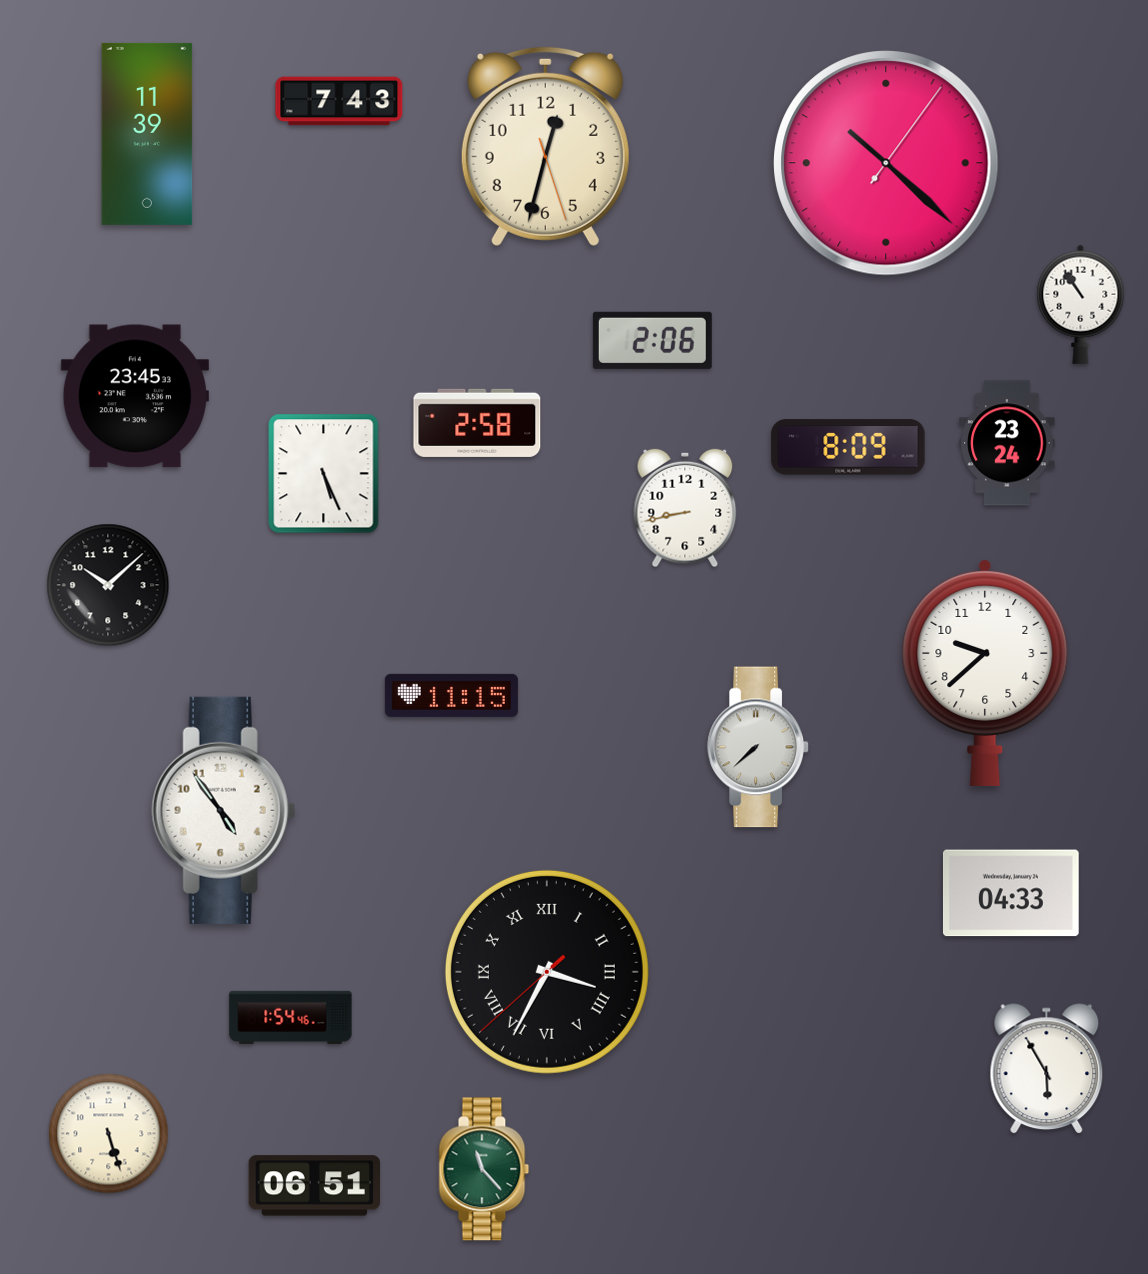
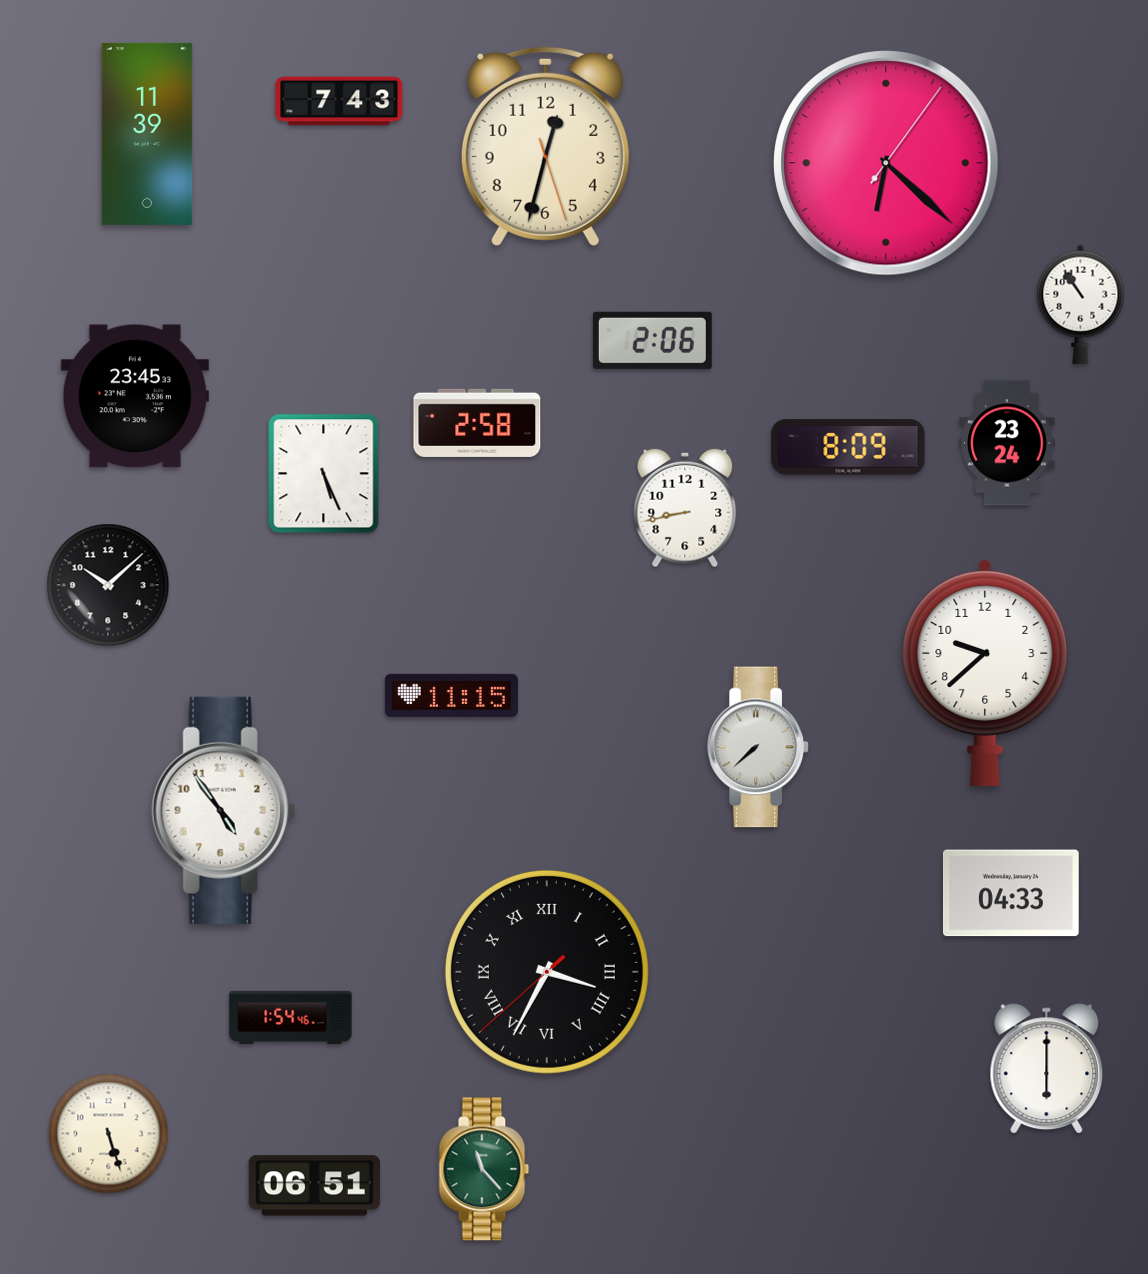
clock at (886, 163): 10:22 -> 6:22
clock at (1047, 1069): 5:55 -> 6:00
